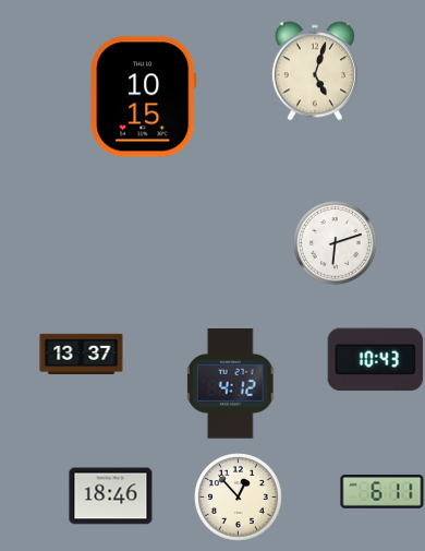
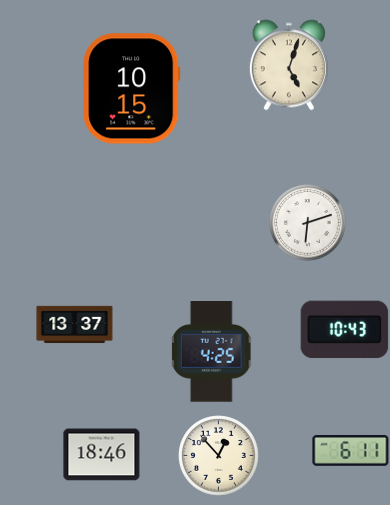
clock at (230, 384): 4:12 -> 4:25
